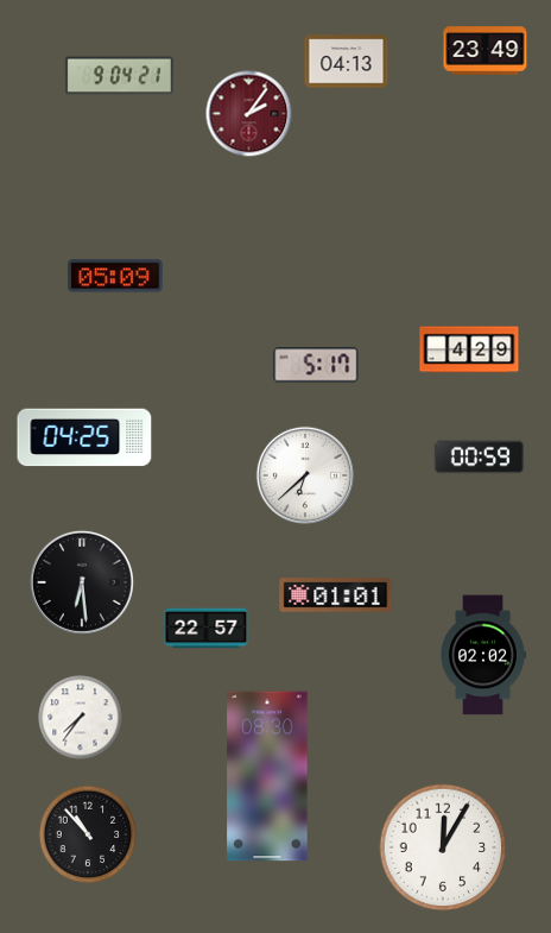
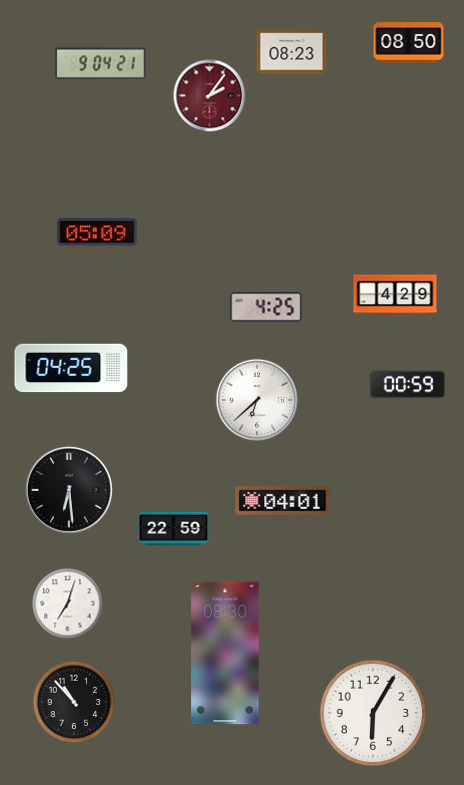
clock at (486, 51): 23:49 -> 08:50
clock at (347, 62): 04:13 -> 08:23
clock at (316, 365): 5:17 -> 4:25
clock at (480, 458) position: (480, 458) -> (408, 385)
clock at (336, 595): 01:01 -> 04:01
clock at (207, 629): 22:57 -> 22:59
clock at (483, 655): 02:02 -> none
clock at (81, 718): 7:36 -> 7:03
clock at (443, 847): 12:05 -> 6:05
